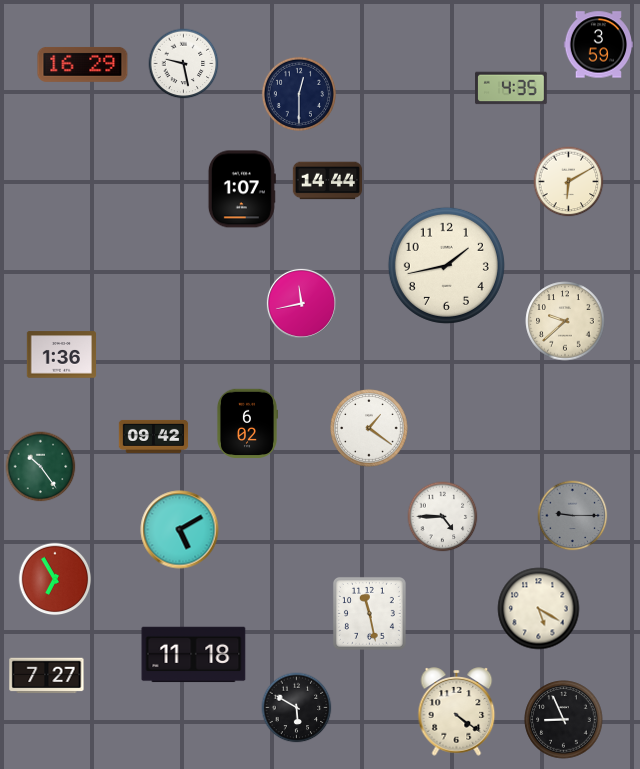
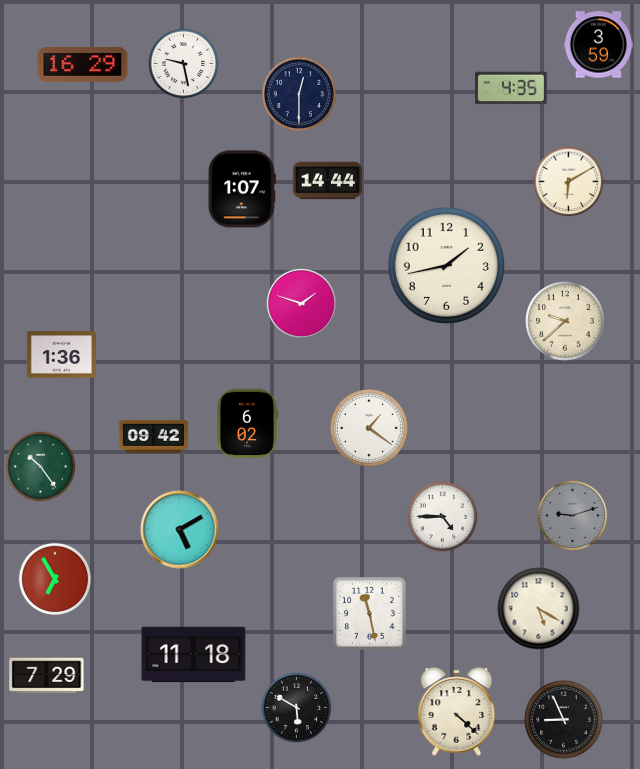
clock at (301, 303): 11:43 -> 1:48
clock at (573, 516): 9:15 -> 9:12
clock at (47, 676): 7:27 -> 7:29
clock at (457, 712): 4:21 -> 4:22
